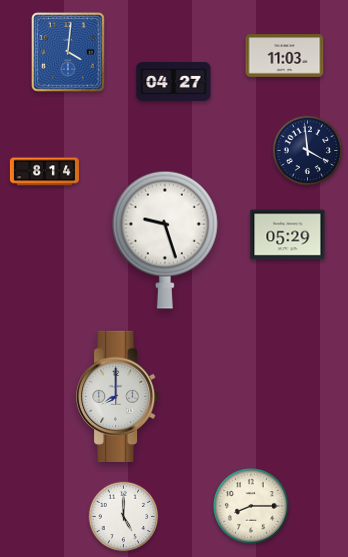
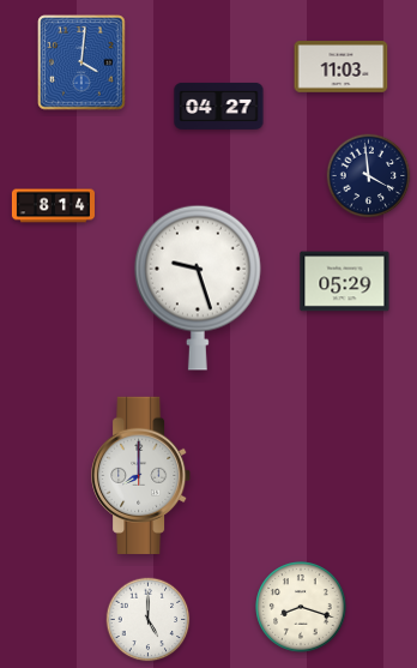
clock at (174, 81) position: (174, 81) -> (219, 106)
clock at (308, 151) position: (308, 151) -> (369, 176)
clock at (251, 506): 8:15 -> 8:18
